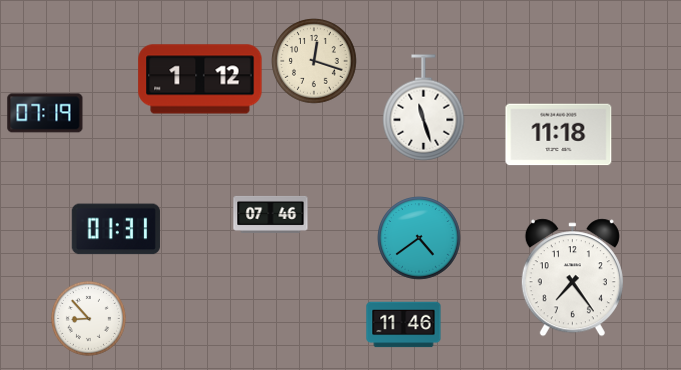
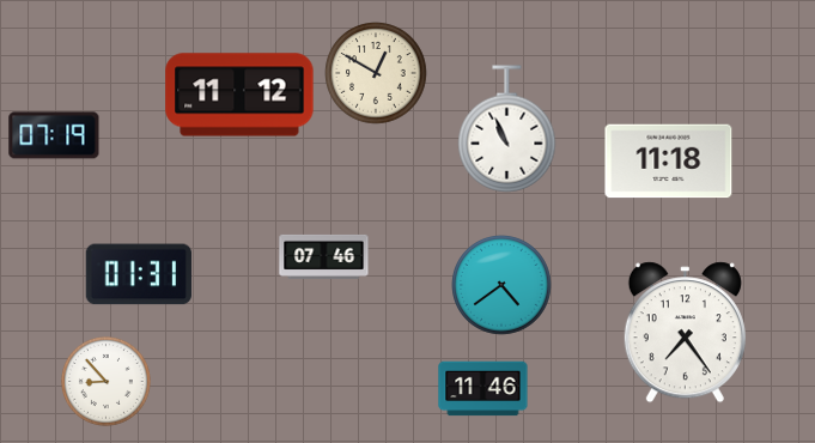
clock at (314, 61): 12:18 -> 12:50
clock at (200, 79): 1:12 -> 11:12
clock at (424, 108): 11:27 -> 10:56
